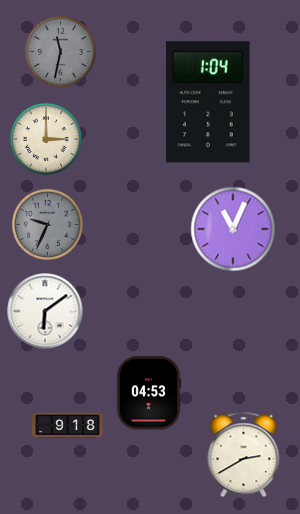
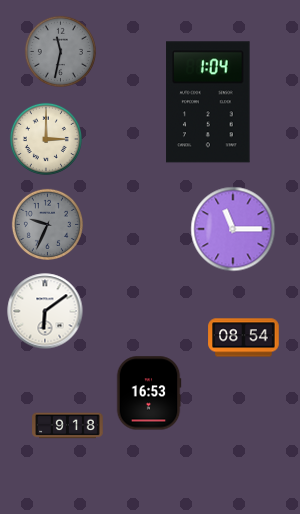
clock at (233, 229): 11:04 -> 11:15
clock at (244, 338): none -> 08:54
clock at (149, 393): 04:53 -> 16:53
clock at (244, 455): 2:40 -> none
